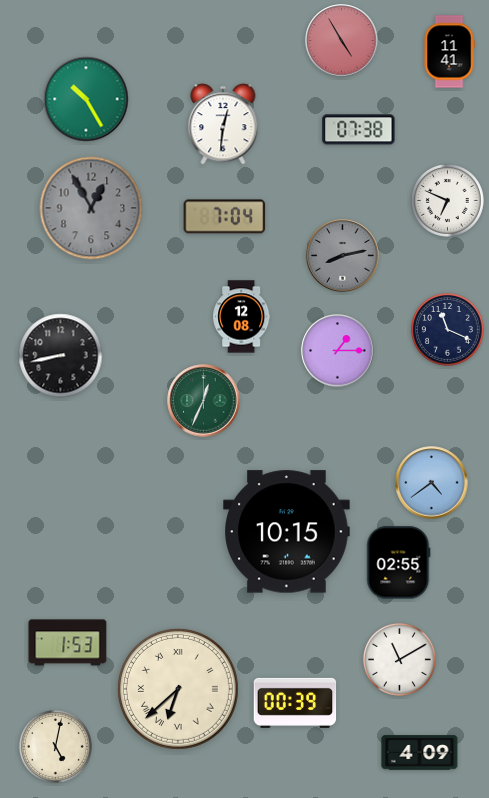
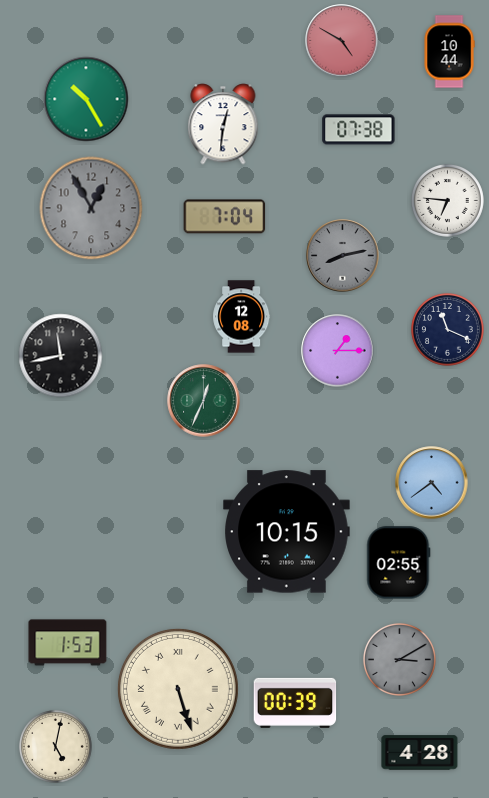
clock at (342, 41): 4:55 -> 4:50
clock at (449, 52): 11:41 -> 10:44
clock at (447, 200): 6:49 -> 6:46
clock at (61, 356): 8:43 -> 11:43
clock at (399, 659): 11:10 -> 3:10
clock at (399, 659) dial: white -> grey
clock at (178, 689): 6:38 -> 5:27
clock at (420, 753): 4:09 -> 4:28
